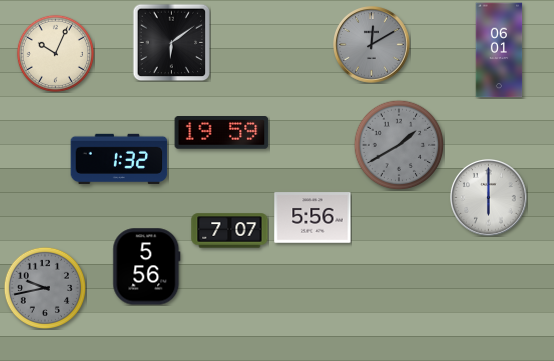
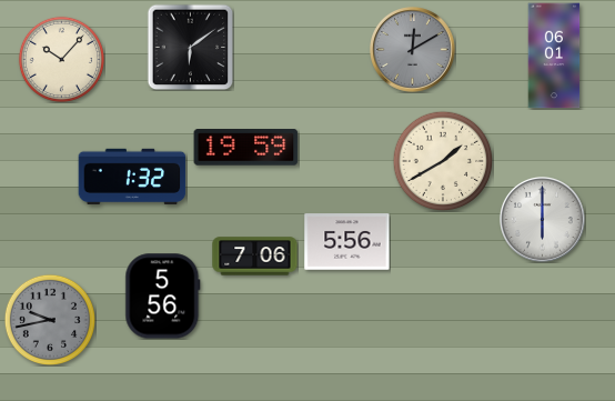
clock at (55, 53): 10:04 -> 10:07
clock at (399, 145) dial: grey -> cream
clock at (230, 231): 7:07 -> 7:06
